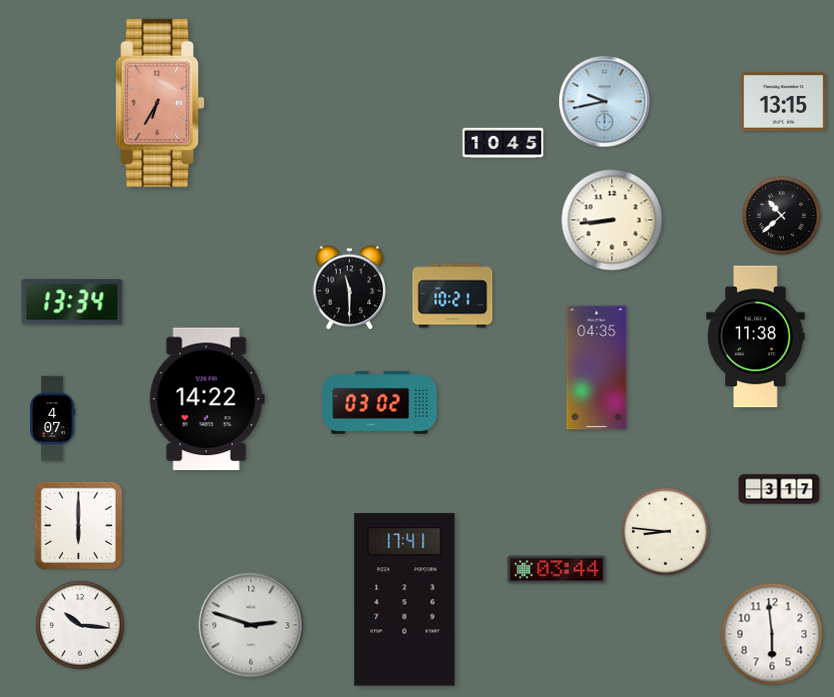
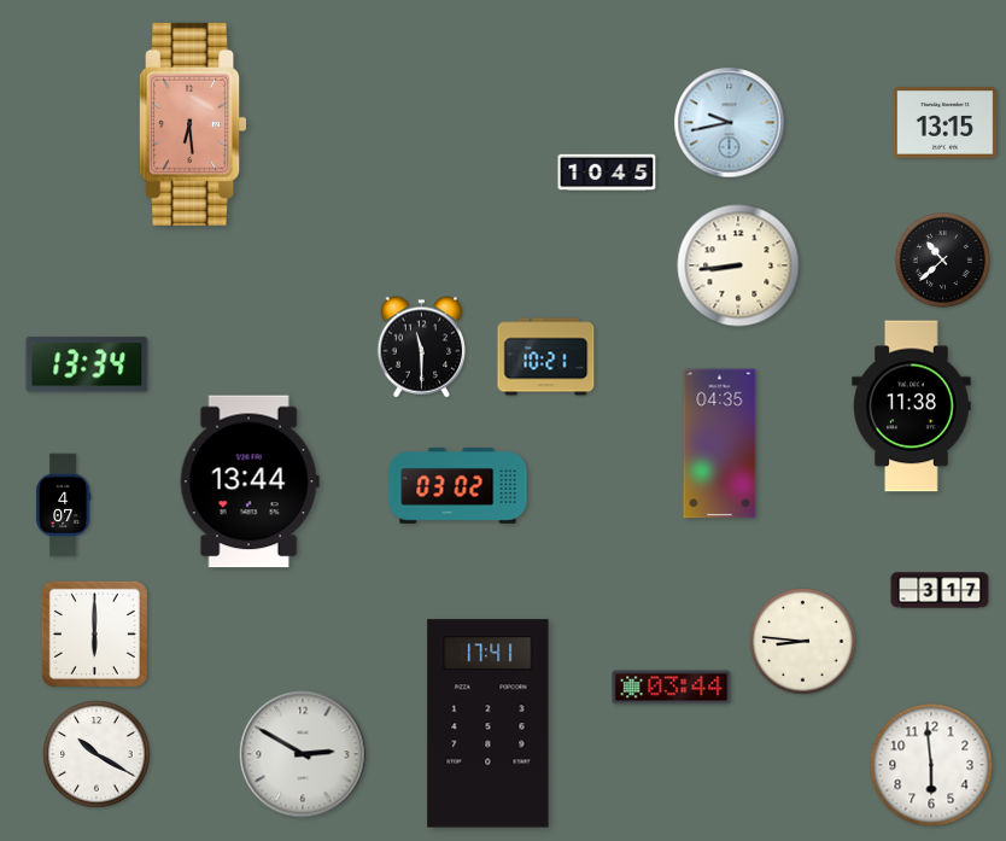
clock at (160, 103): 6:35 -> 6:29
clock at (207, 399): 14:22 -> 13:44
clock at (80, 625): 10:16 -> 10:20
clock at (251, 625): 2:48 -> 2:50
